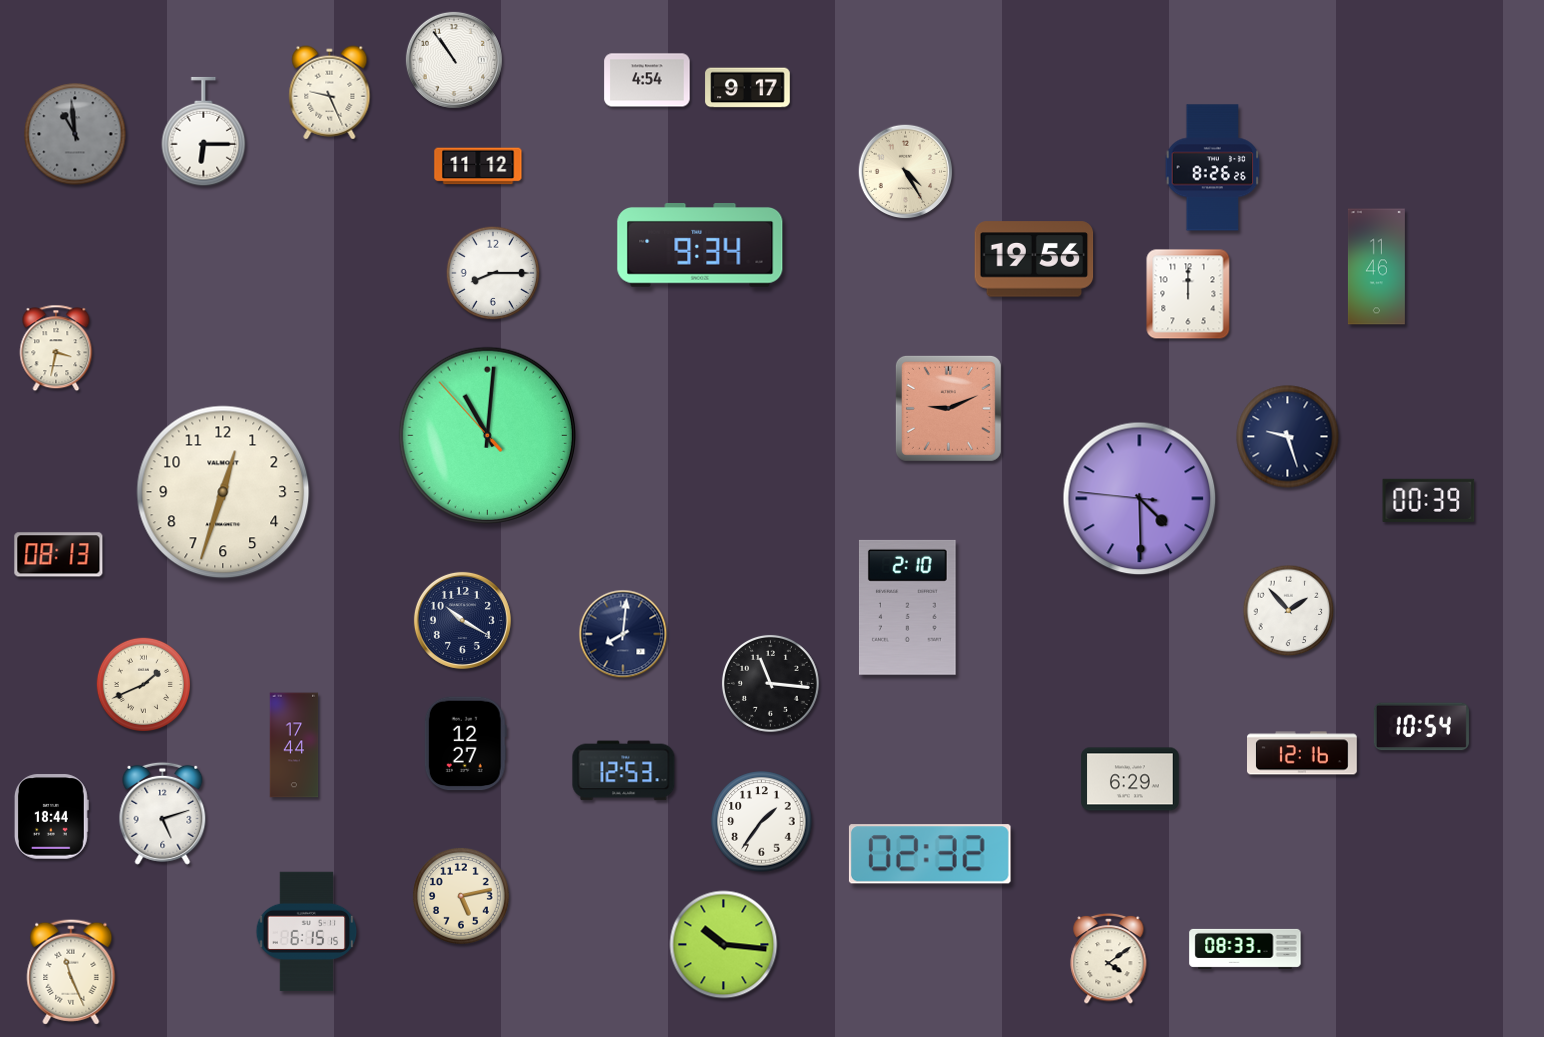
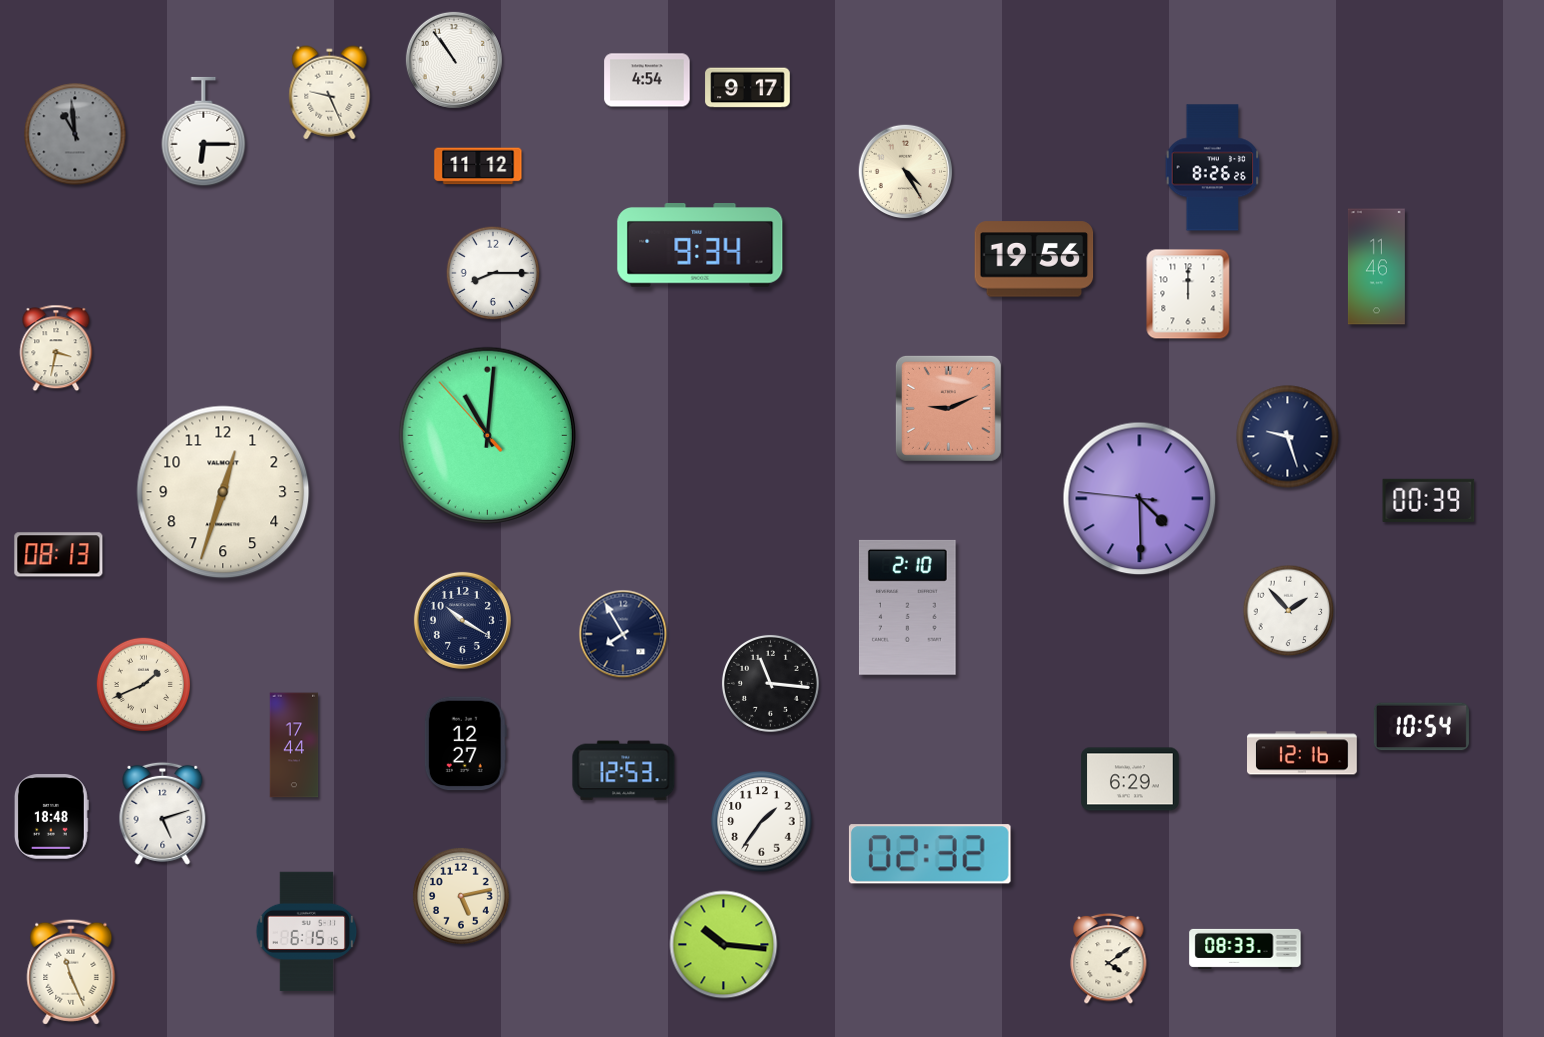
clock at (623, 634): 8:01 -> 7:55
clock at (52, 817): 18:44 -> 18:48
